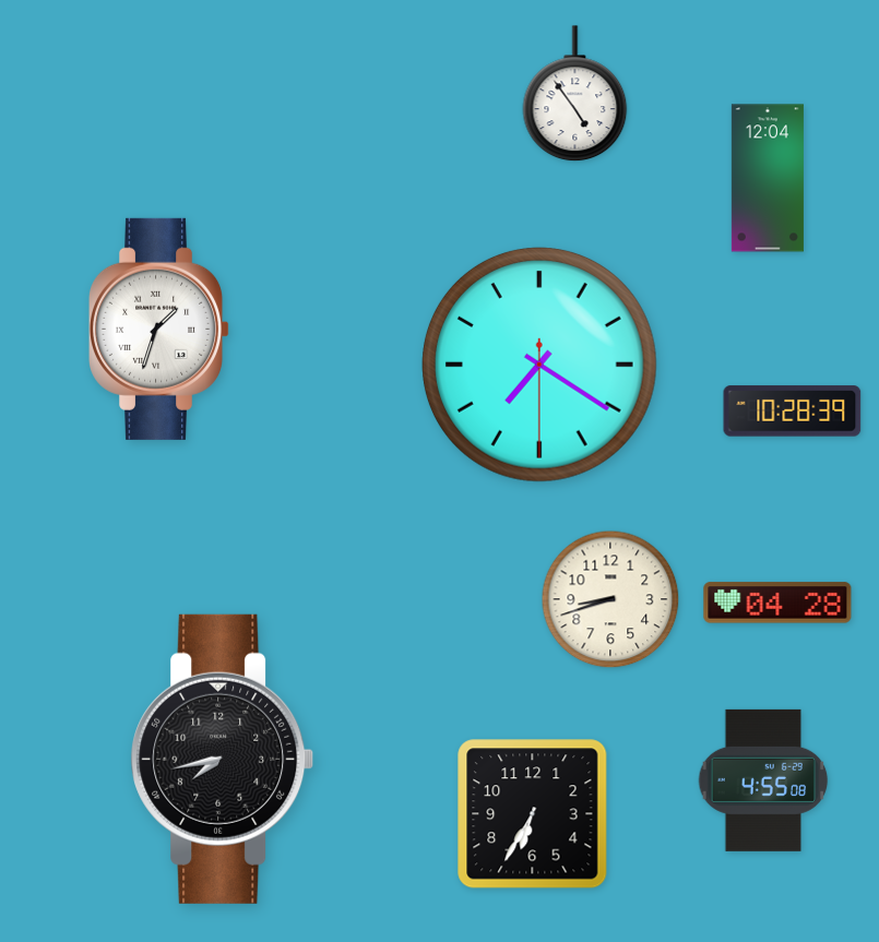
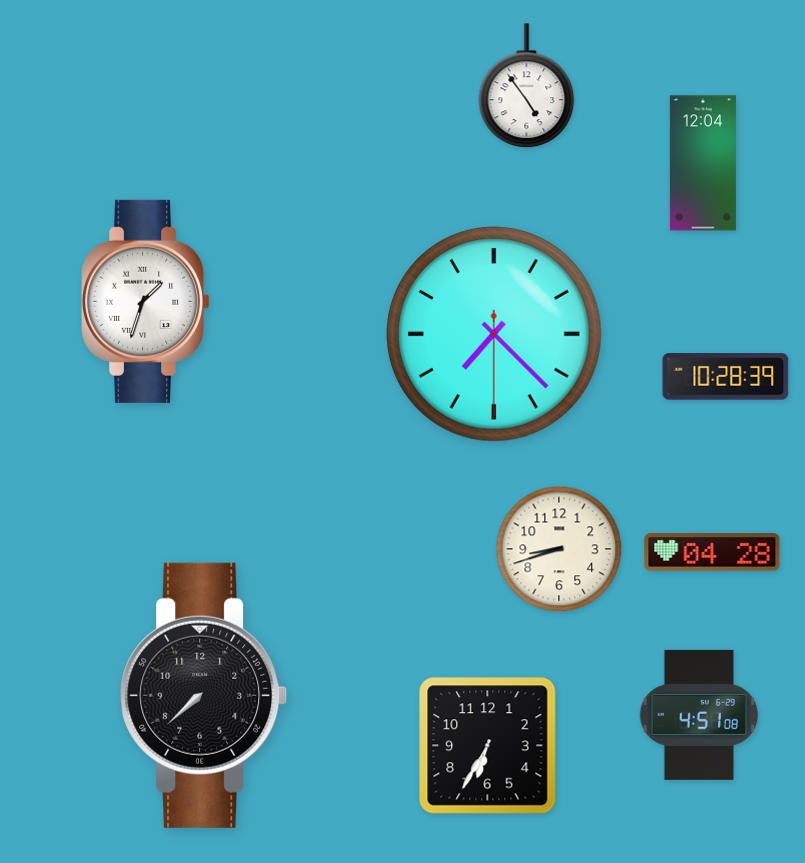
clock at (539, 365): 7:20 -> 7:22
clock at (223, 759): 7:43 -> 7:38
clock at (763, 780): 4:55 -> 4:51
